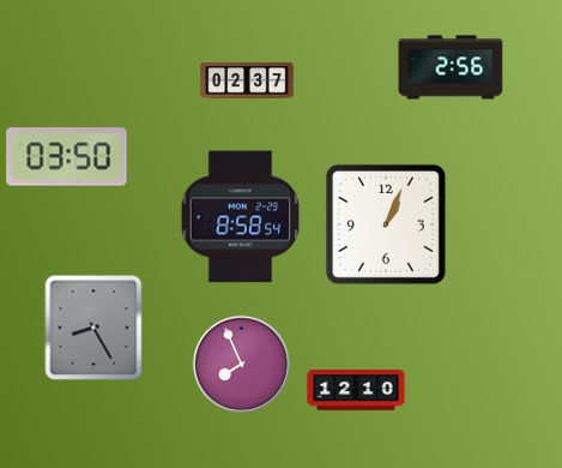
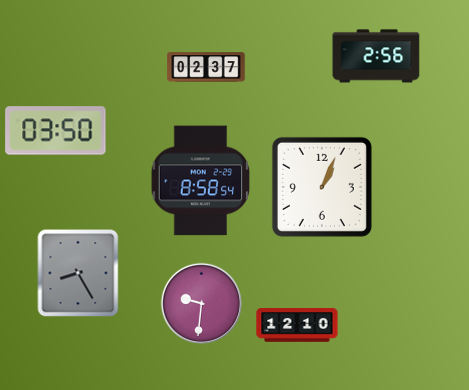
clock at (241, 364): 7:56 -> 9:31
